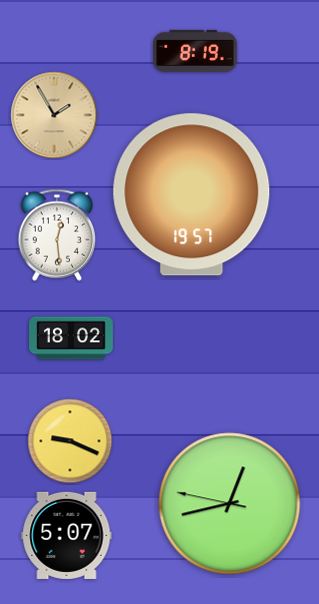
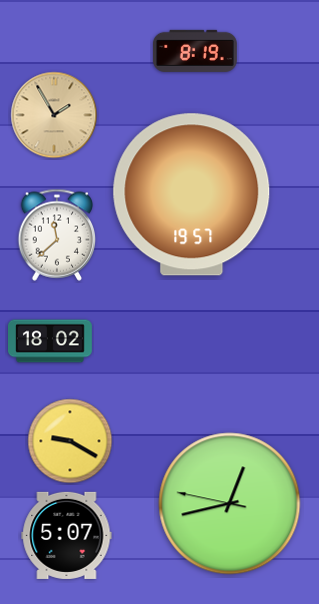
clock at (57, 235): 12:29 -> 11:38
clock at (72, 338) position: (72, 338) -> (51, 341)
clock at (70, 441): 9:19 -> 9:20
